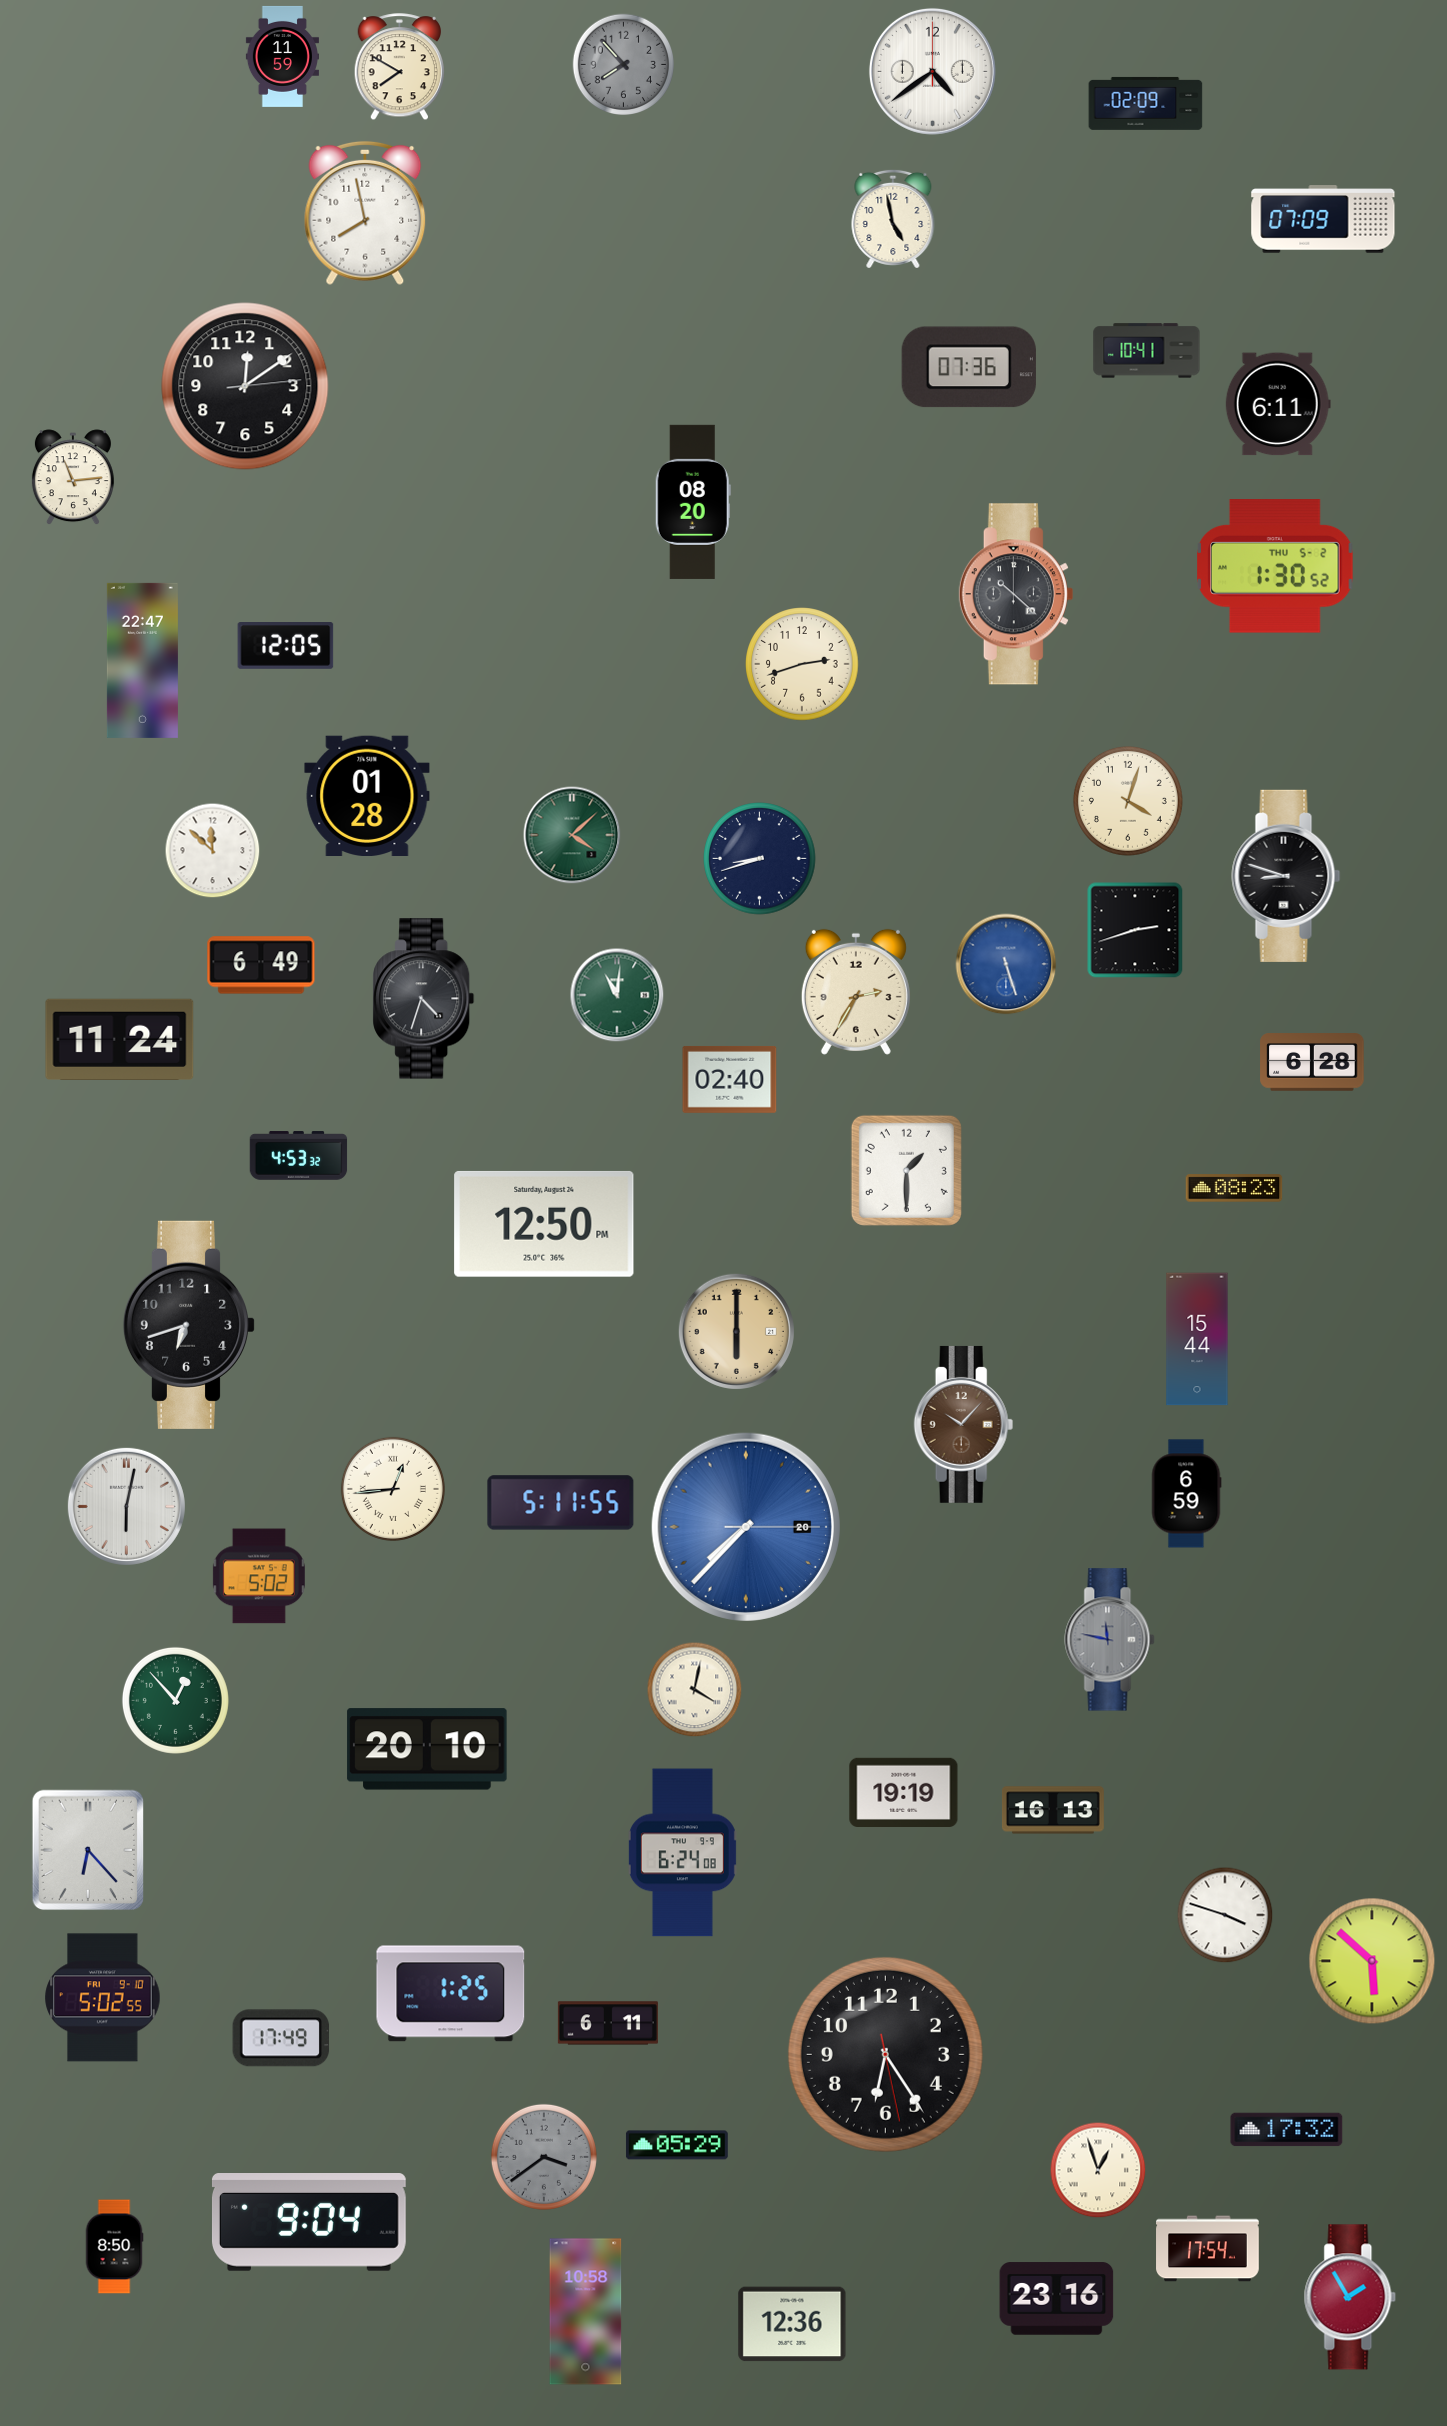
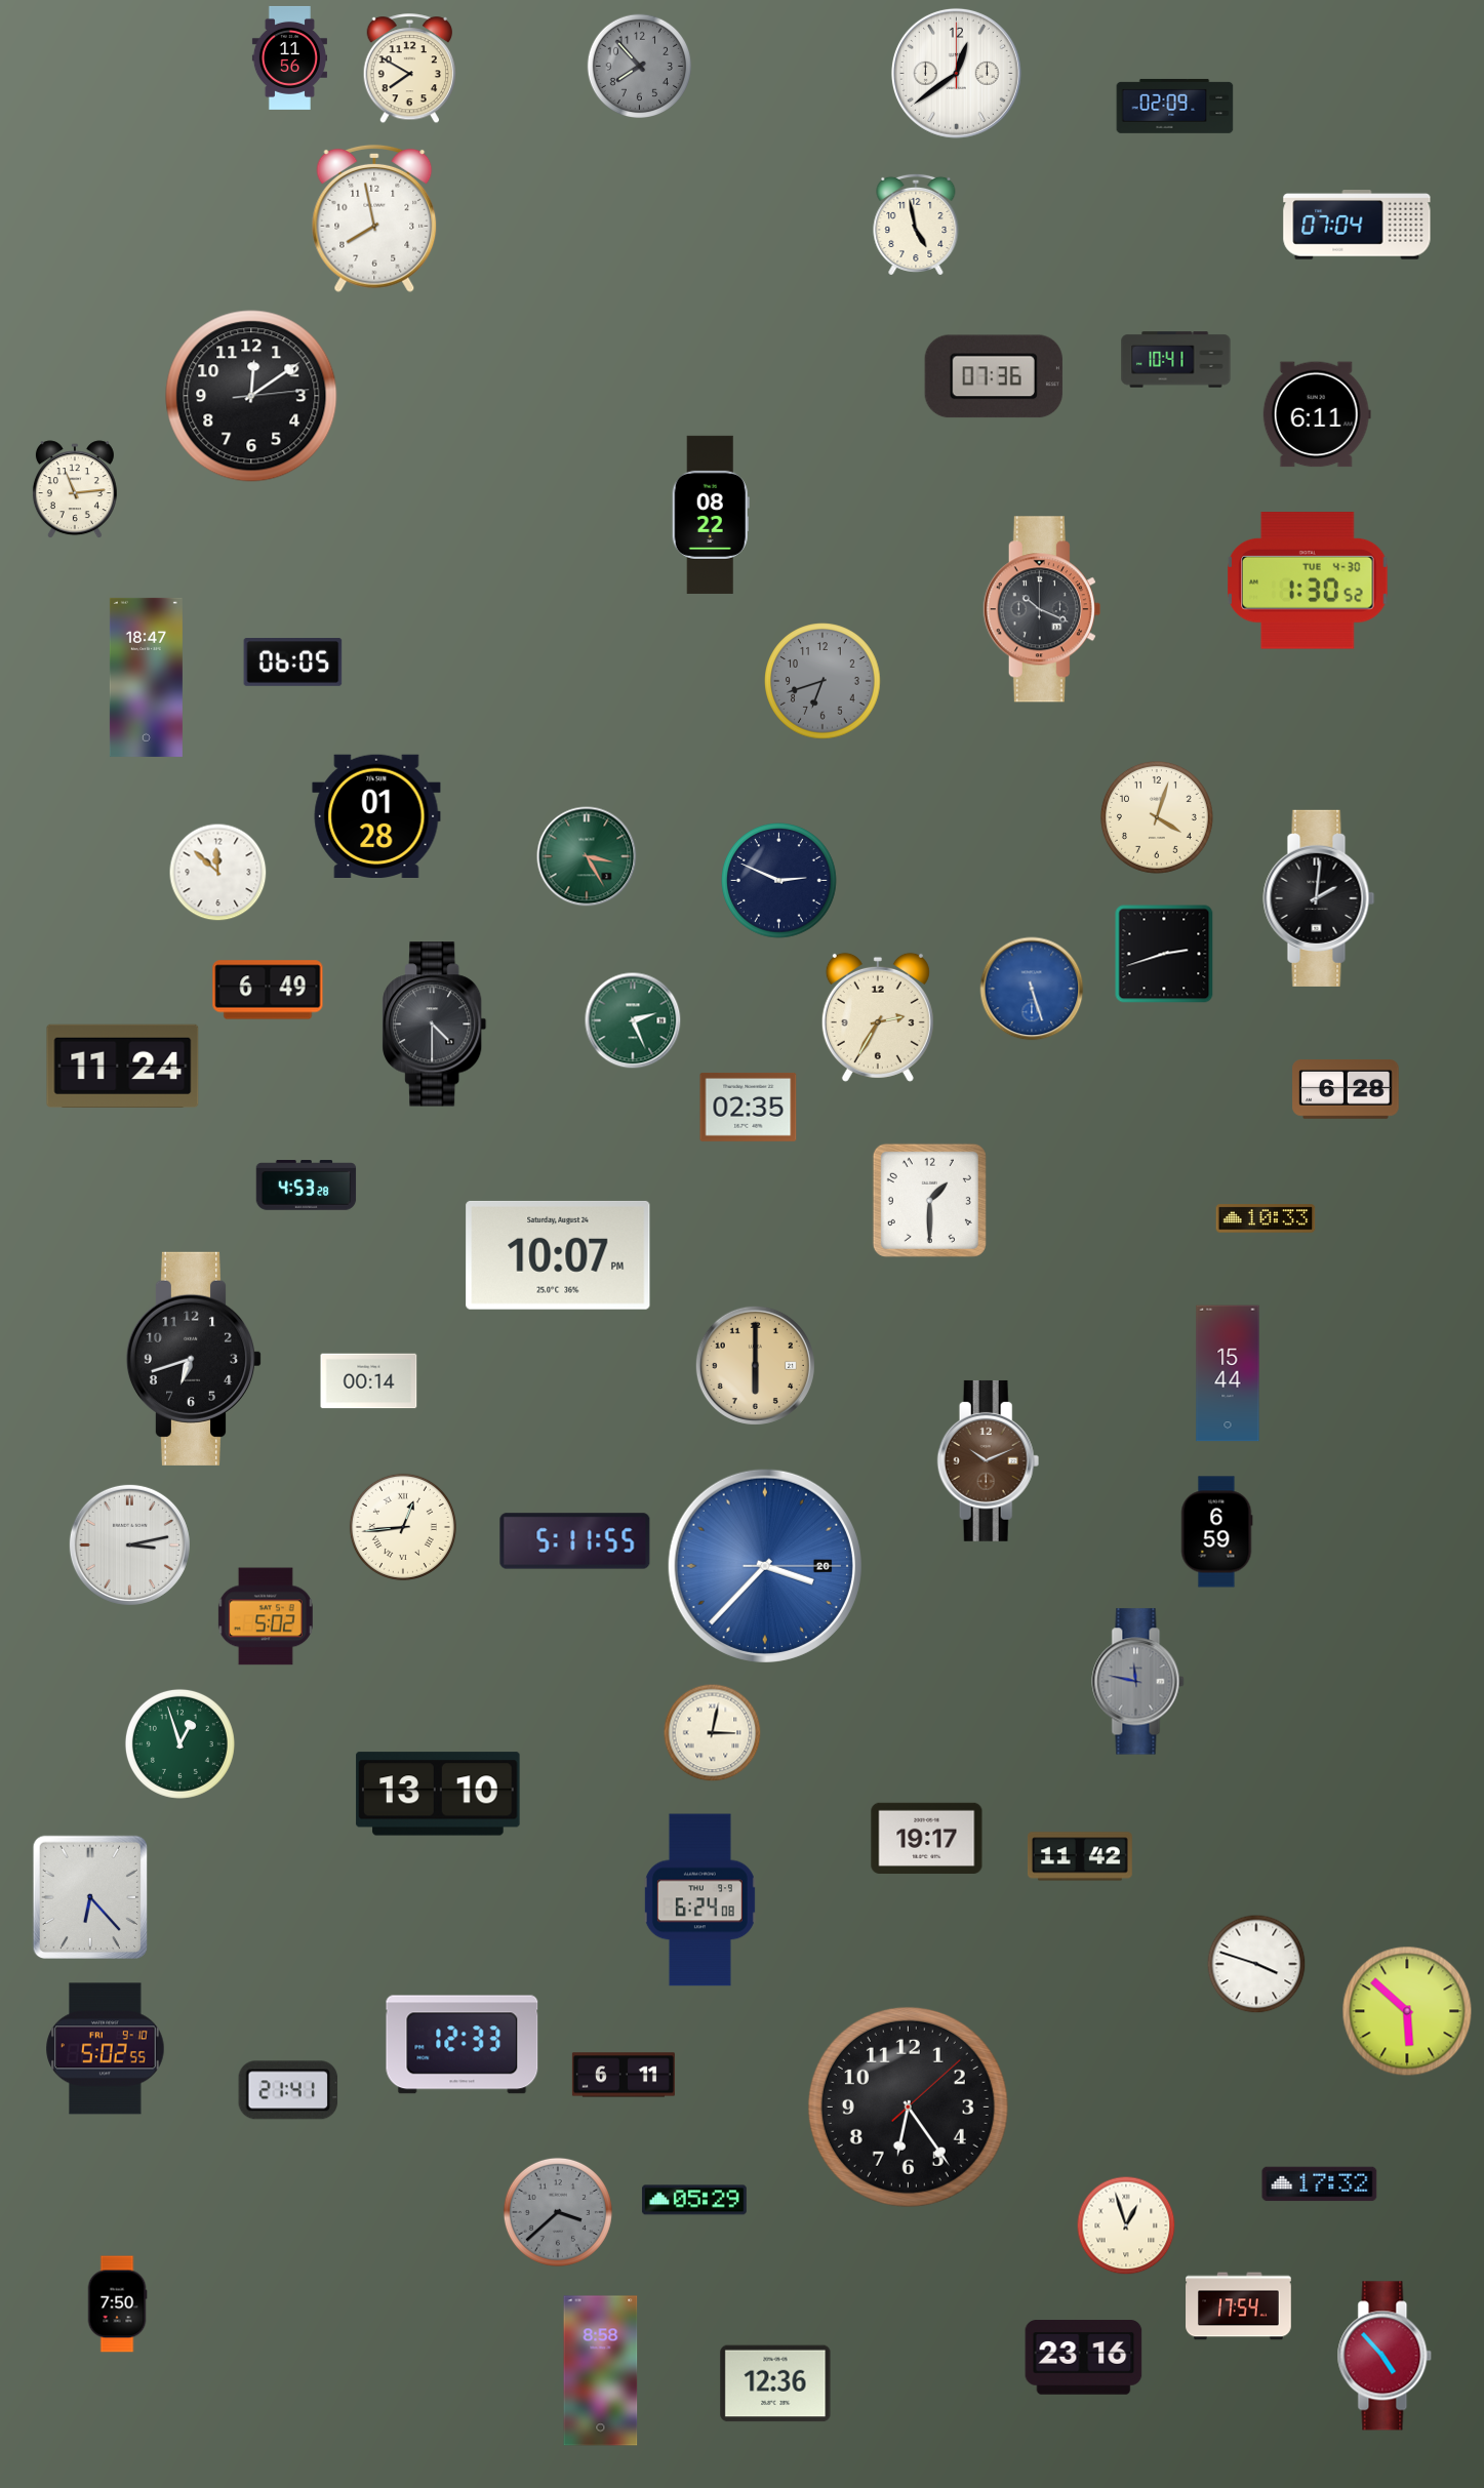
clock at (282, 56): 11:59 -> 11:56
clock at (932, 71): 4:39 -> 12:39
clock at (1323, 219): 07:09 -> 07:04
clock at (1278, 404) position: (1278, 404) -> (1317, 414)
clock at (693, 502): 08:20 -> 08:22
clock at (1275, 566) date: THU 5-2 -> TUE 4-30
clock at (1016, 594): 10:22 -> 10:19
clock at (286, 646): 12:05 -> 06:05
clock at (142, 660): 22:47 -> 18:47
clock at (802, 664): 2:42 -> 6:42
clock at (802, 664) dial: cream -> grey
clock at (1128, 801) position: (1128, 801) -> (1157, 817)
clock at (572, 835): 4:08 -> 3:25
clock at (760, 859): 8:42 -> 2:49
clock at (1286, 876): 8:48 -> 2:01
clock at (617, 995): 11:01 -> 2:26
clock at (424, 999): 4:33 -> 4:30
clock at (730, 1079): 02:40 -> 02:35
clock at (299, 1156): 4:53:32 -> 4:53:28
clock at (1234, 1188): 08:23 -> 10:33
clock at (544, 1224): 12:50 -> 10:07
clock at (369, 1381): none -> 00:14
clock at (964, 1424): 10:07 -> 10:11
clock at (126, 1506): 6:02 -> 3:13
clock at (746, 1527): 7:37 -> 3:37
clock at (695, 1690): 4:02 -> 3:02
clock at (175, 1700): 12:53 -> 12:57
clock at (427, 1749): 20:10 -> 13:10
clock at (904, 1792): 19:19 -> 19:17
clock at (1053, 1810): 16:13 -> 11:42
clock at (451, 1994): 1:25 -> 12:33
clock at (281, 2038): 17:49 -> 21:41
clock at (885, 2054): 6:24:28 -> 6:24:08
clock at (544, 2157): 3:39 -> 3:38
clock at (309, 2223): 9:04 -> none
clock at (114, 2247): 8:50 -> 7:50
clock at (1350, 2297): 1:55 -> 4:53
clock at (586, 2312): 10:58 -> 8:58
clock at (792, 2324) position: (792, 2324) -> (775, 2383)
